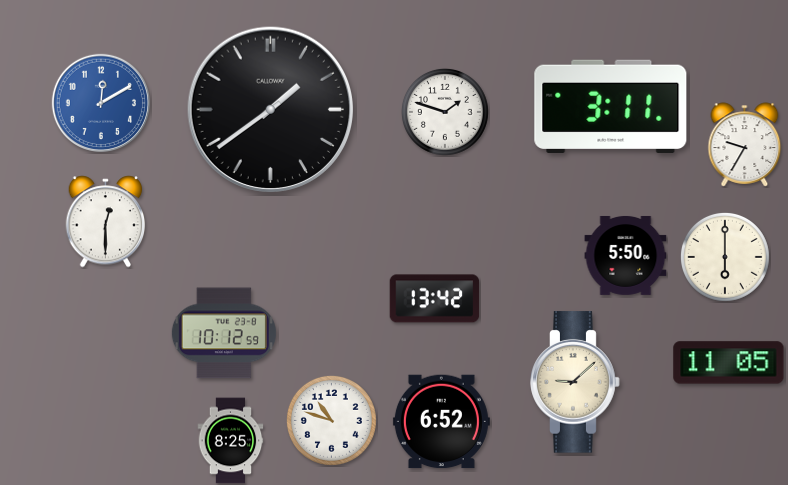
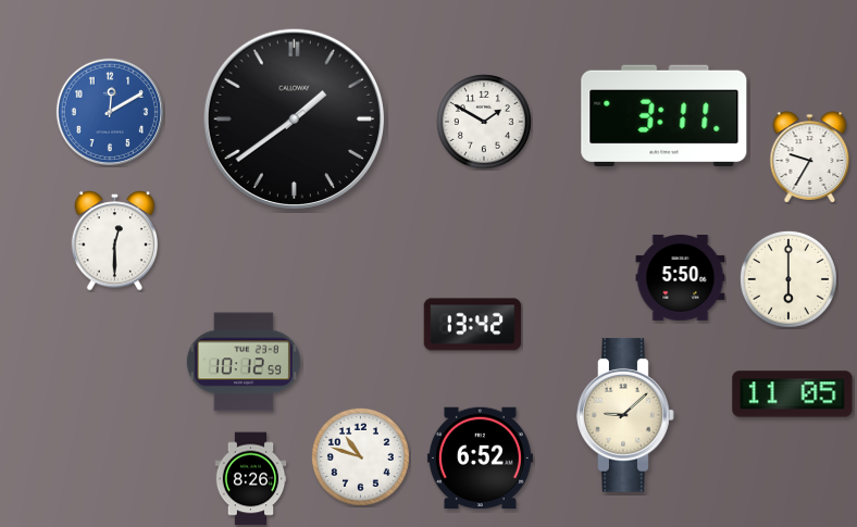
clock at (445, 112): 1:48 -> 1:50
clock at (231, 441): 8:25 -> 8:26
